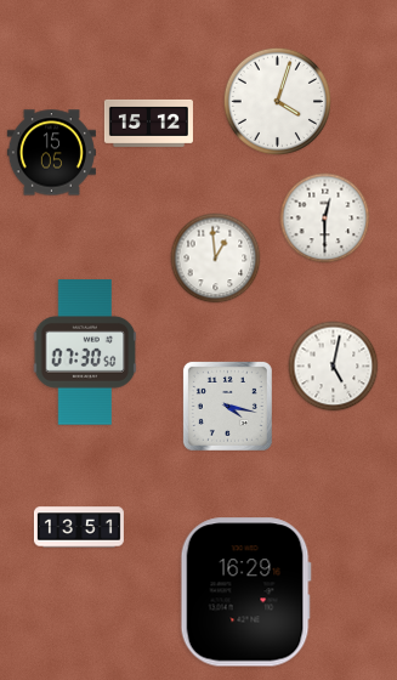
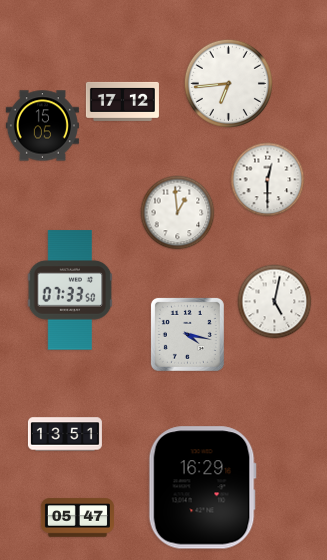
clock at (277, 101): 4:03 -> 6:44
clock at (148, 123): 15:12 -> 17:12
clock at (85, 352): 07:30 -> 07:33
clock at (77, 518): none -> 05:47
